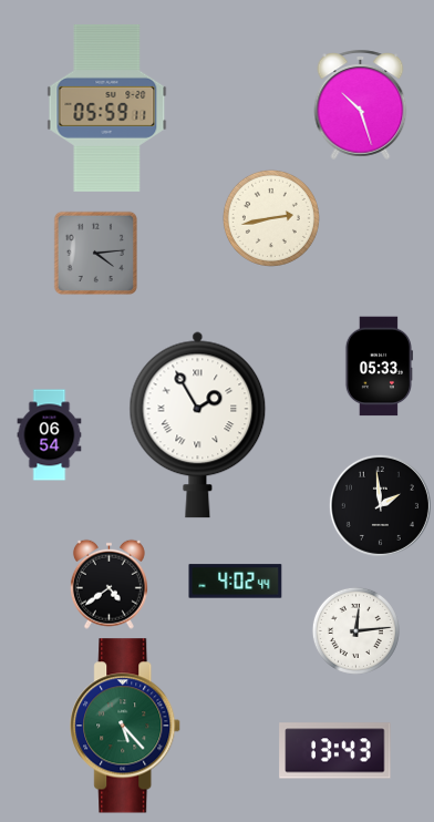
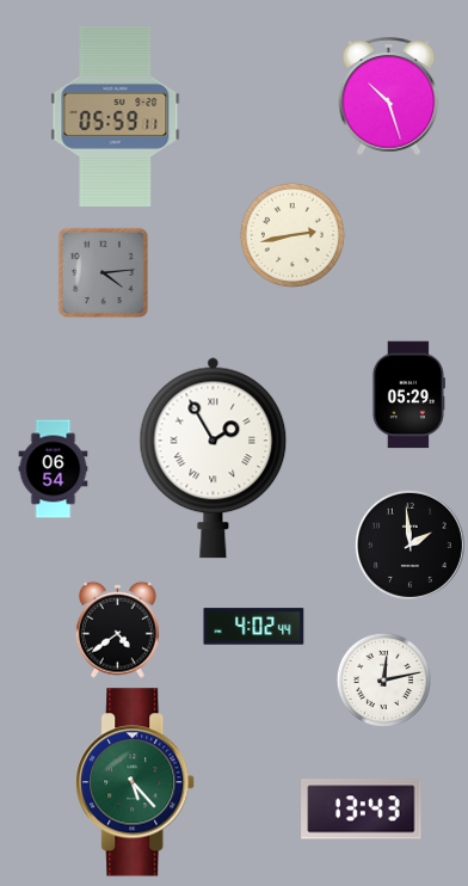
clock at (361, 104) position: (361, 104) -> (389, 96)
clock at (379, 367): 05:33 -> 05:29
clock at (355, 630): 12:14 -> 12:13
